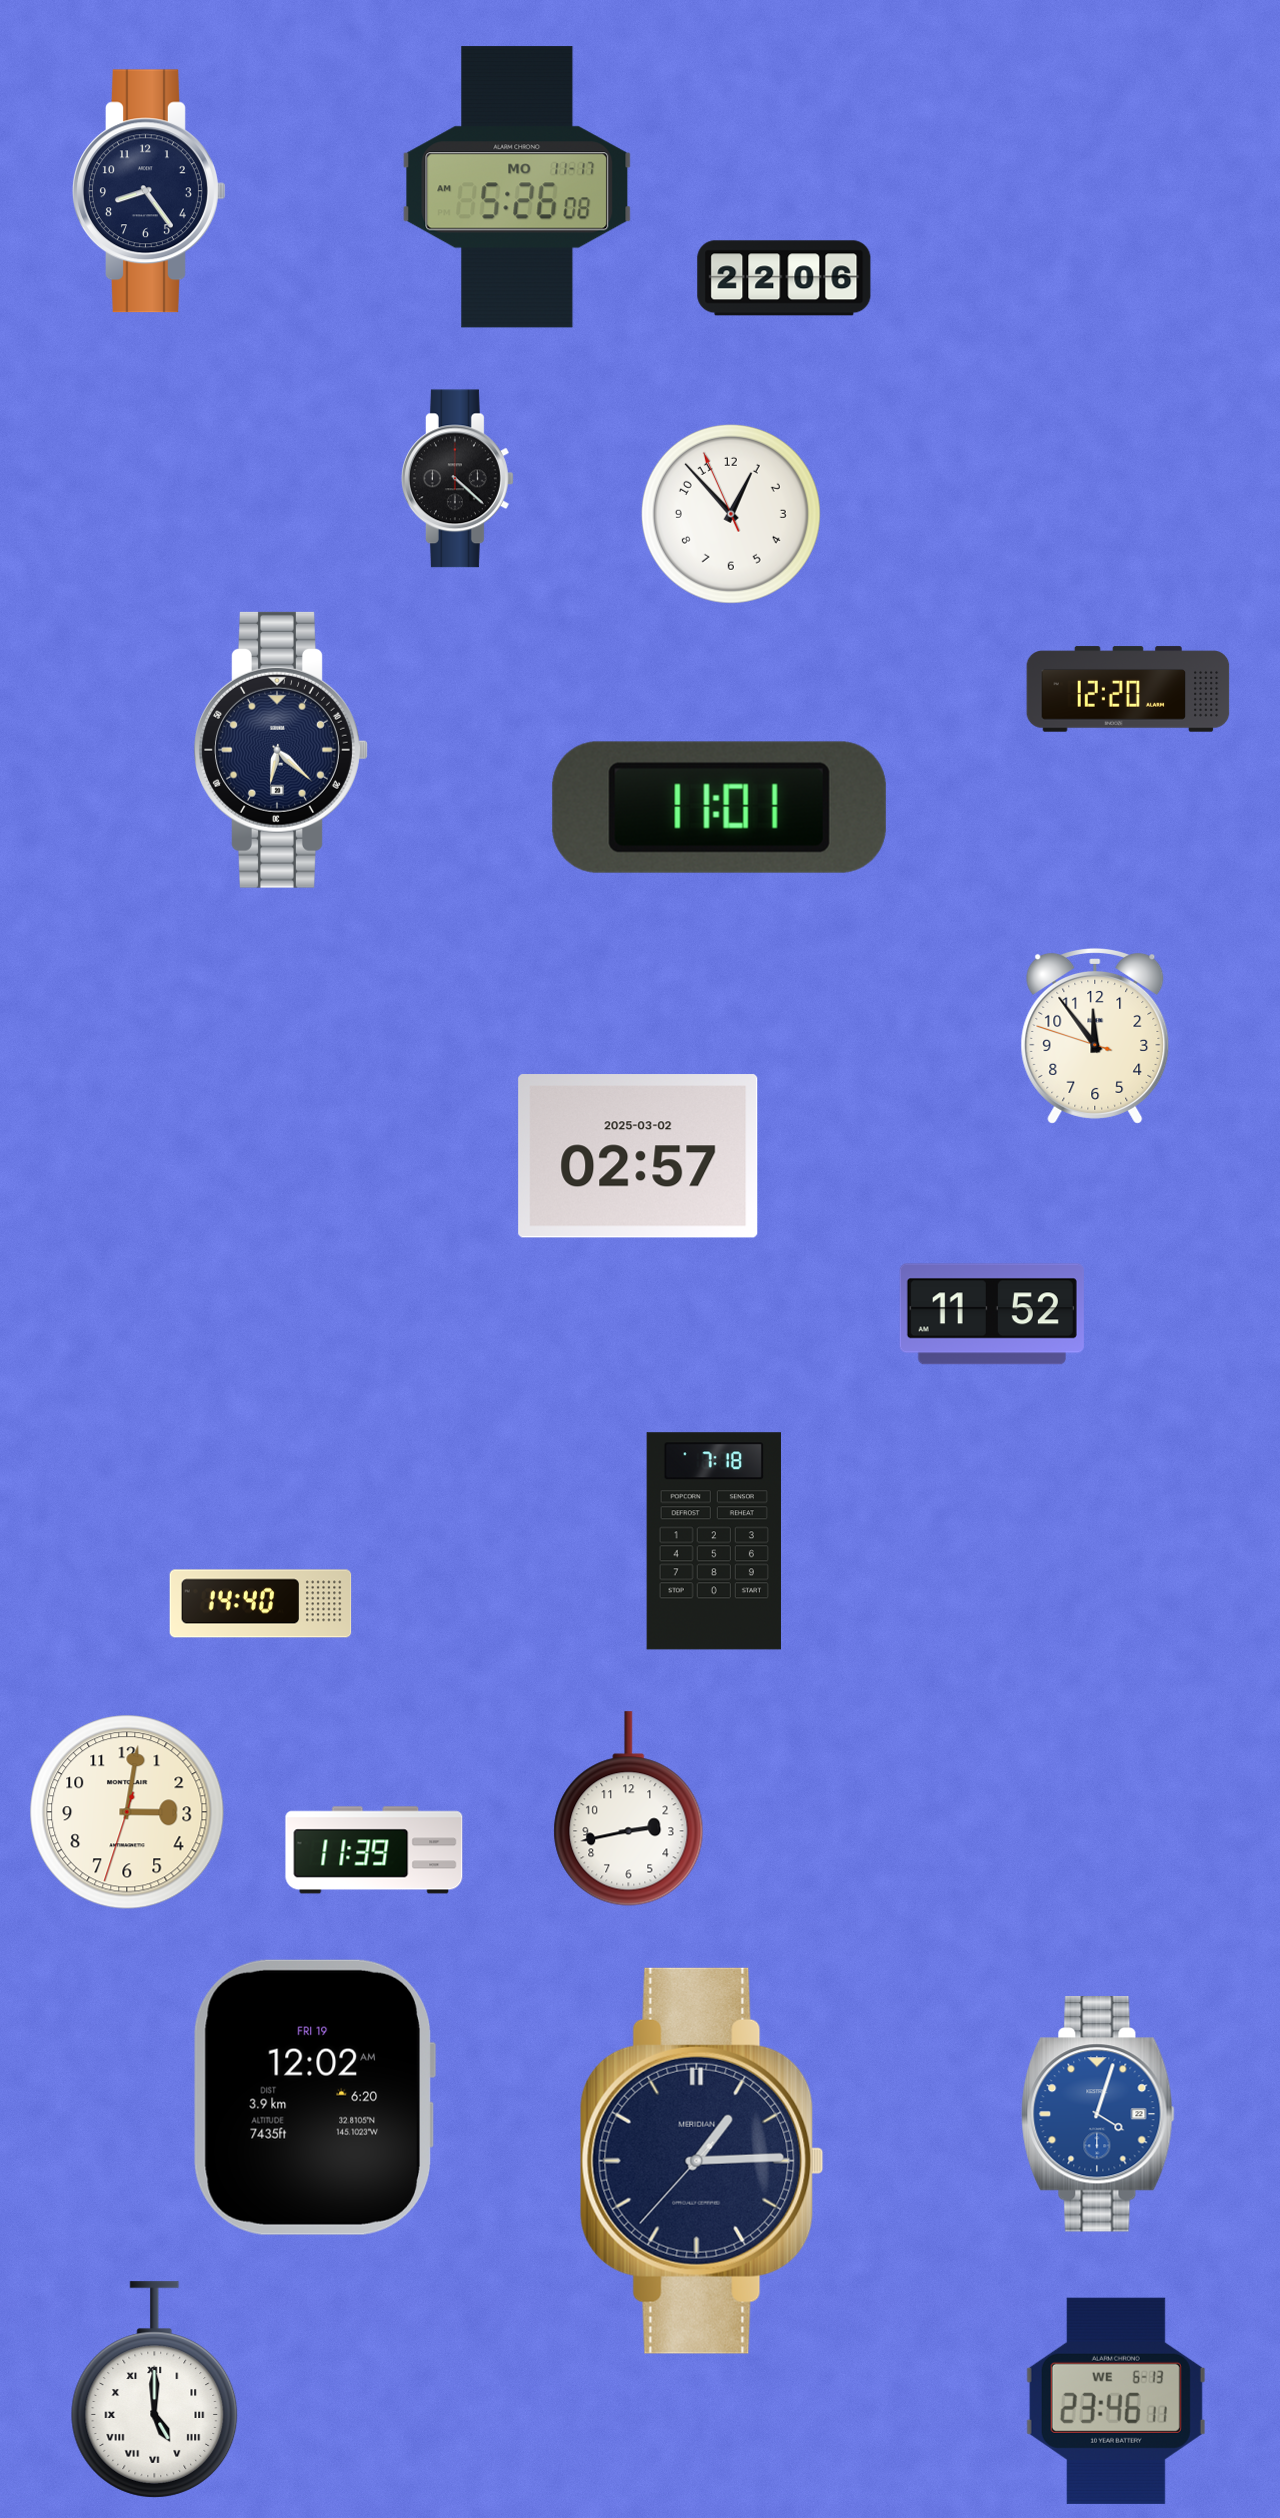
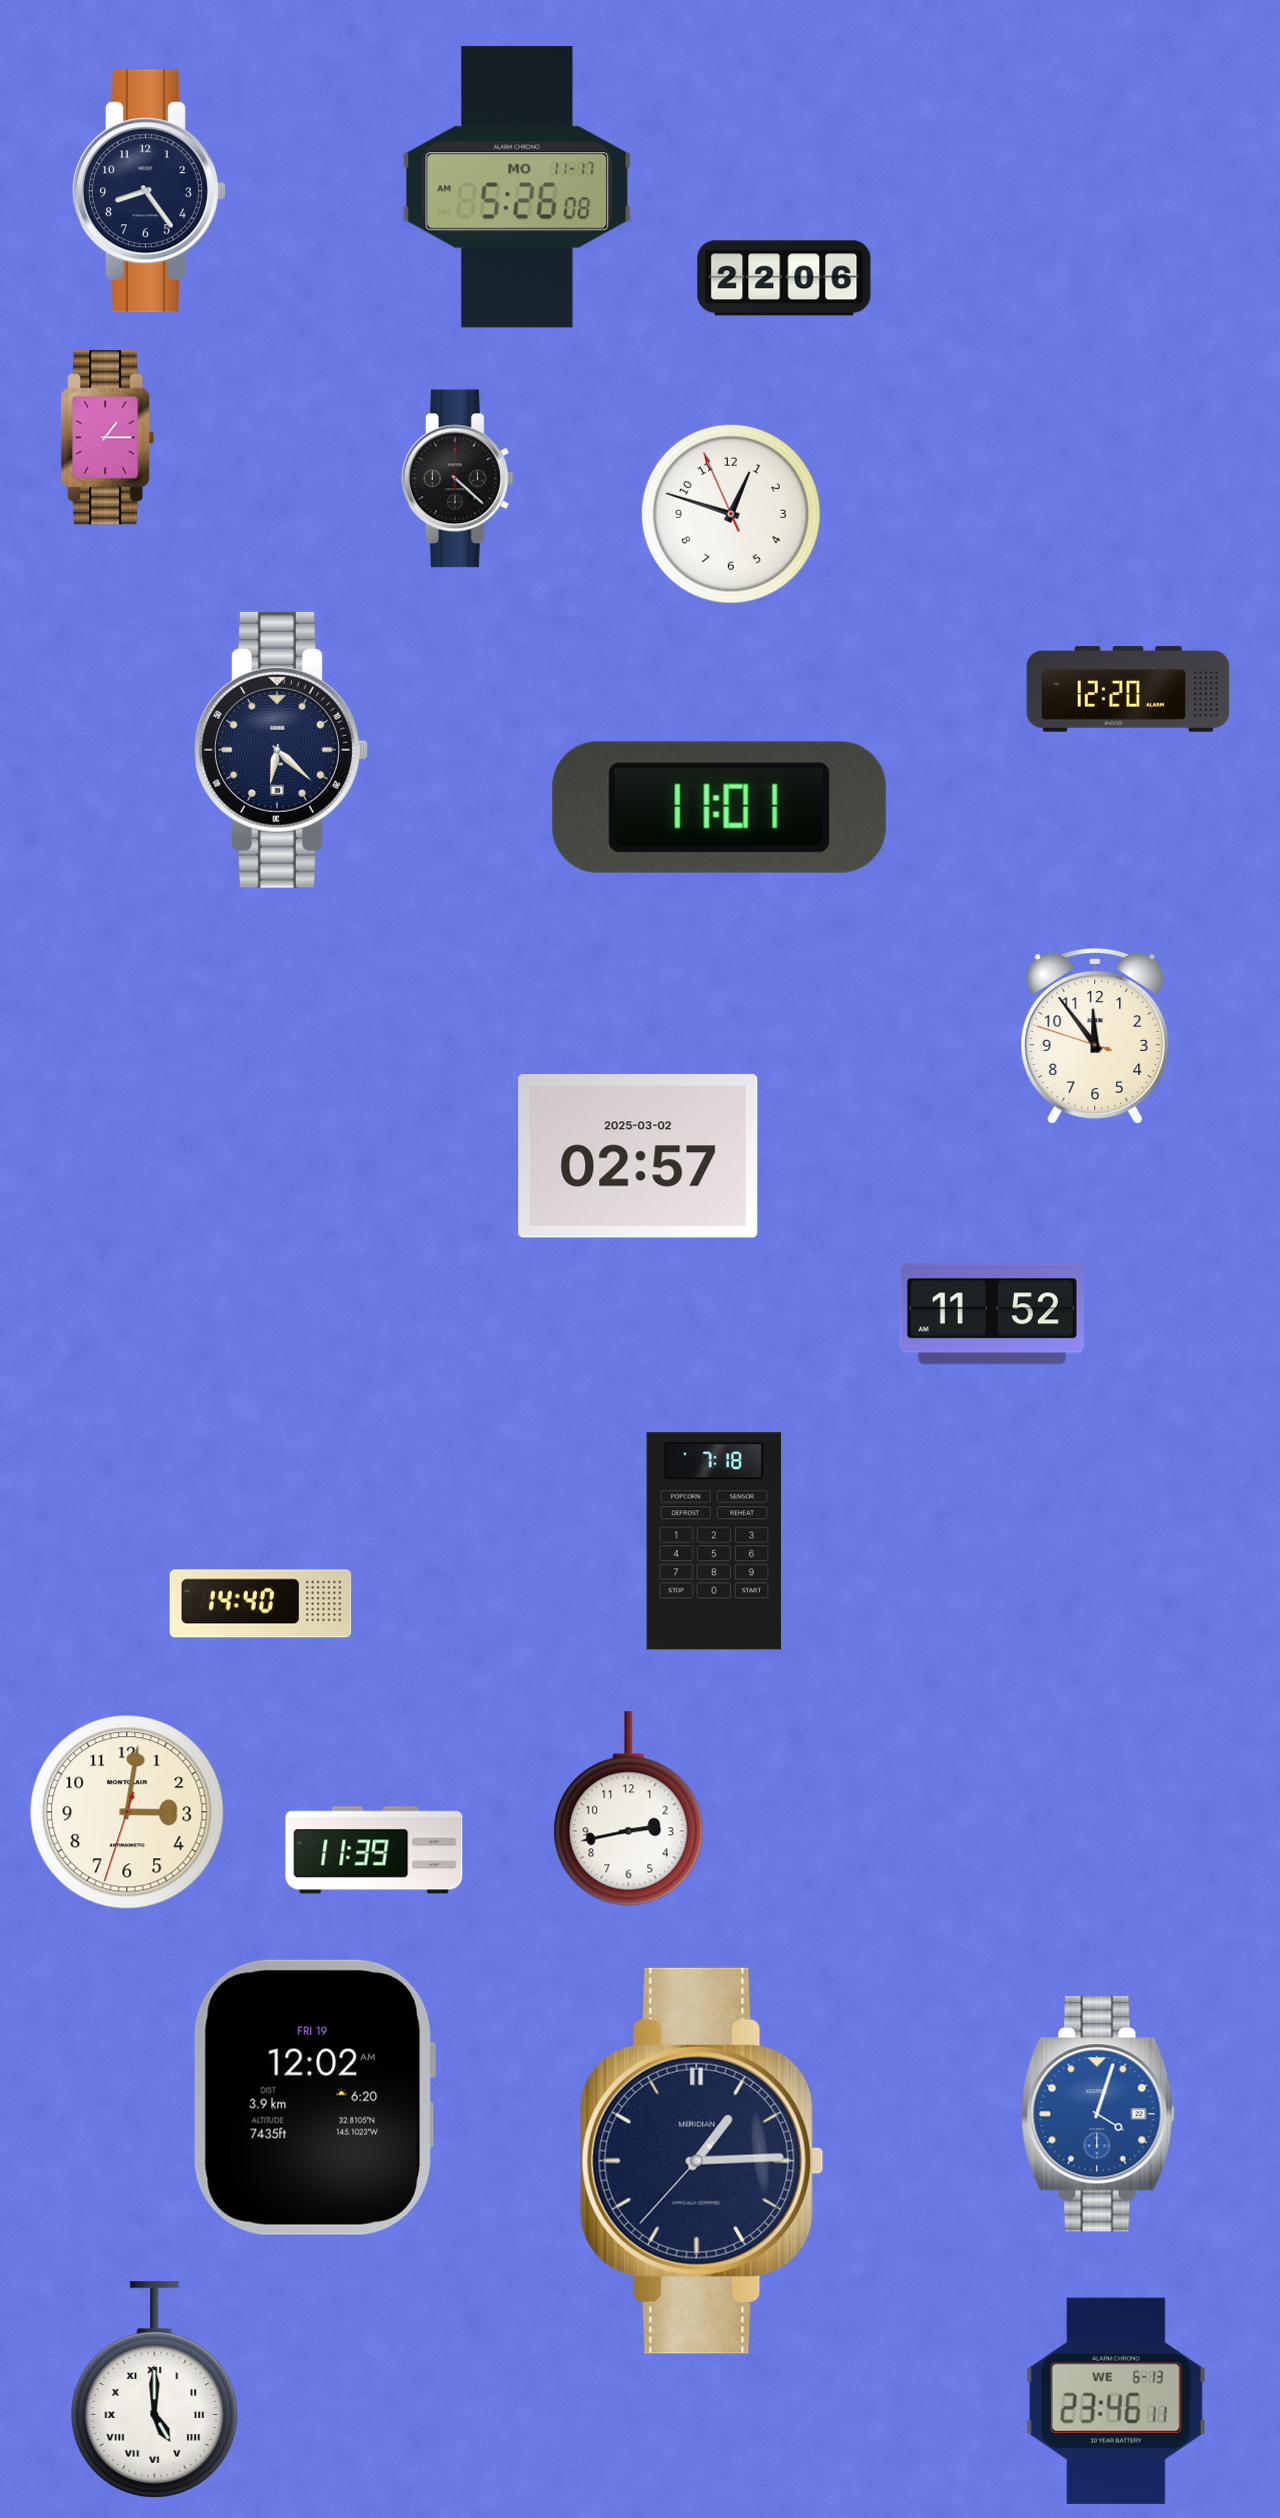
clock at (108, 438): none -> 1:15
clock at (731, 514): 12:52 -> 12:47
